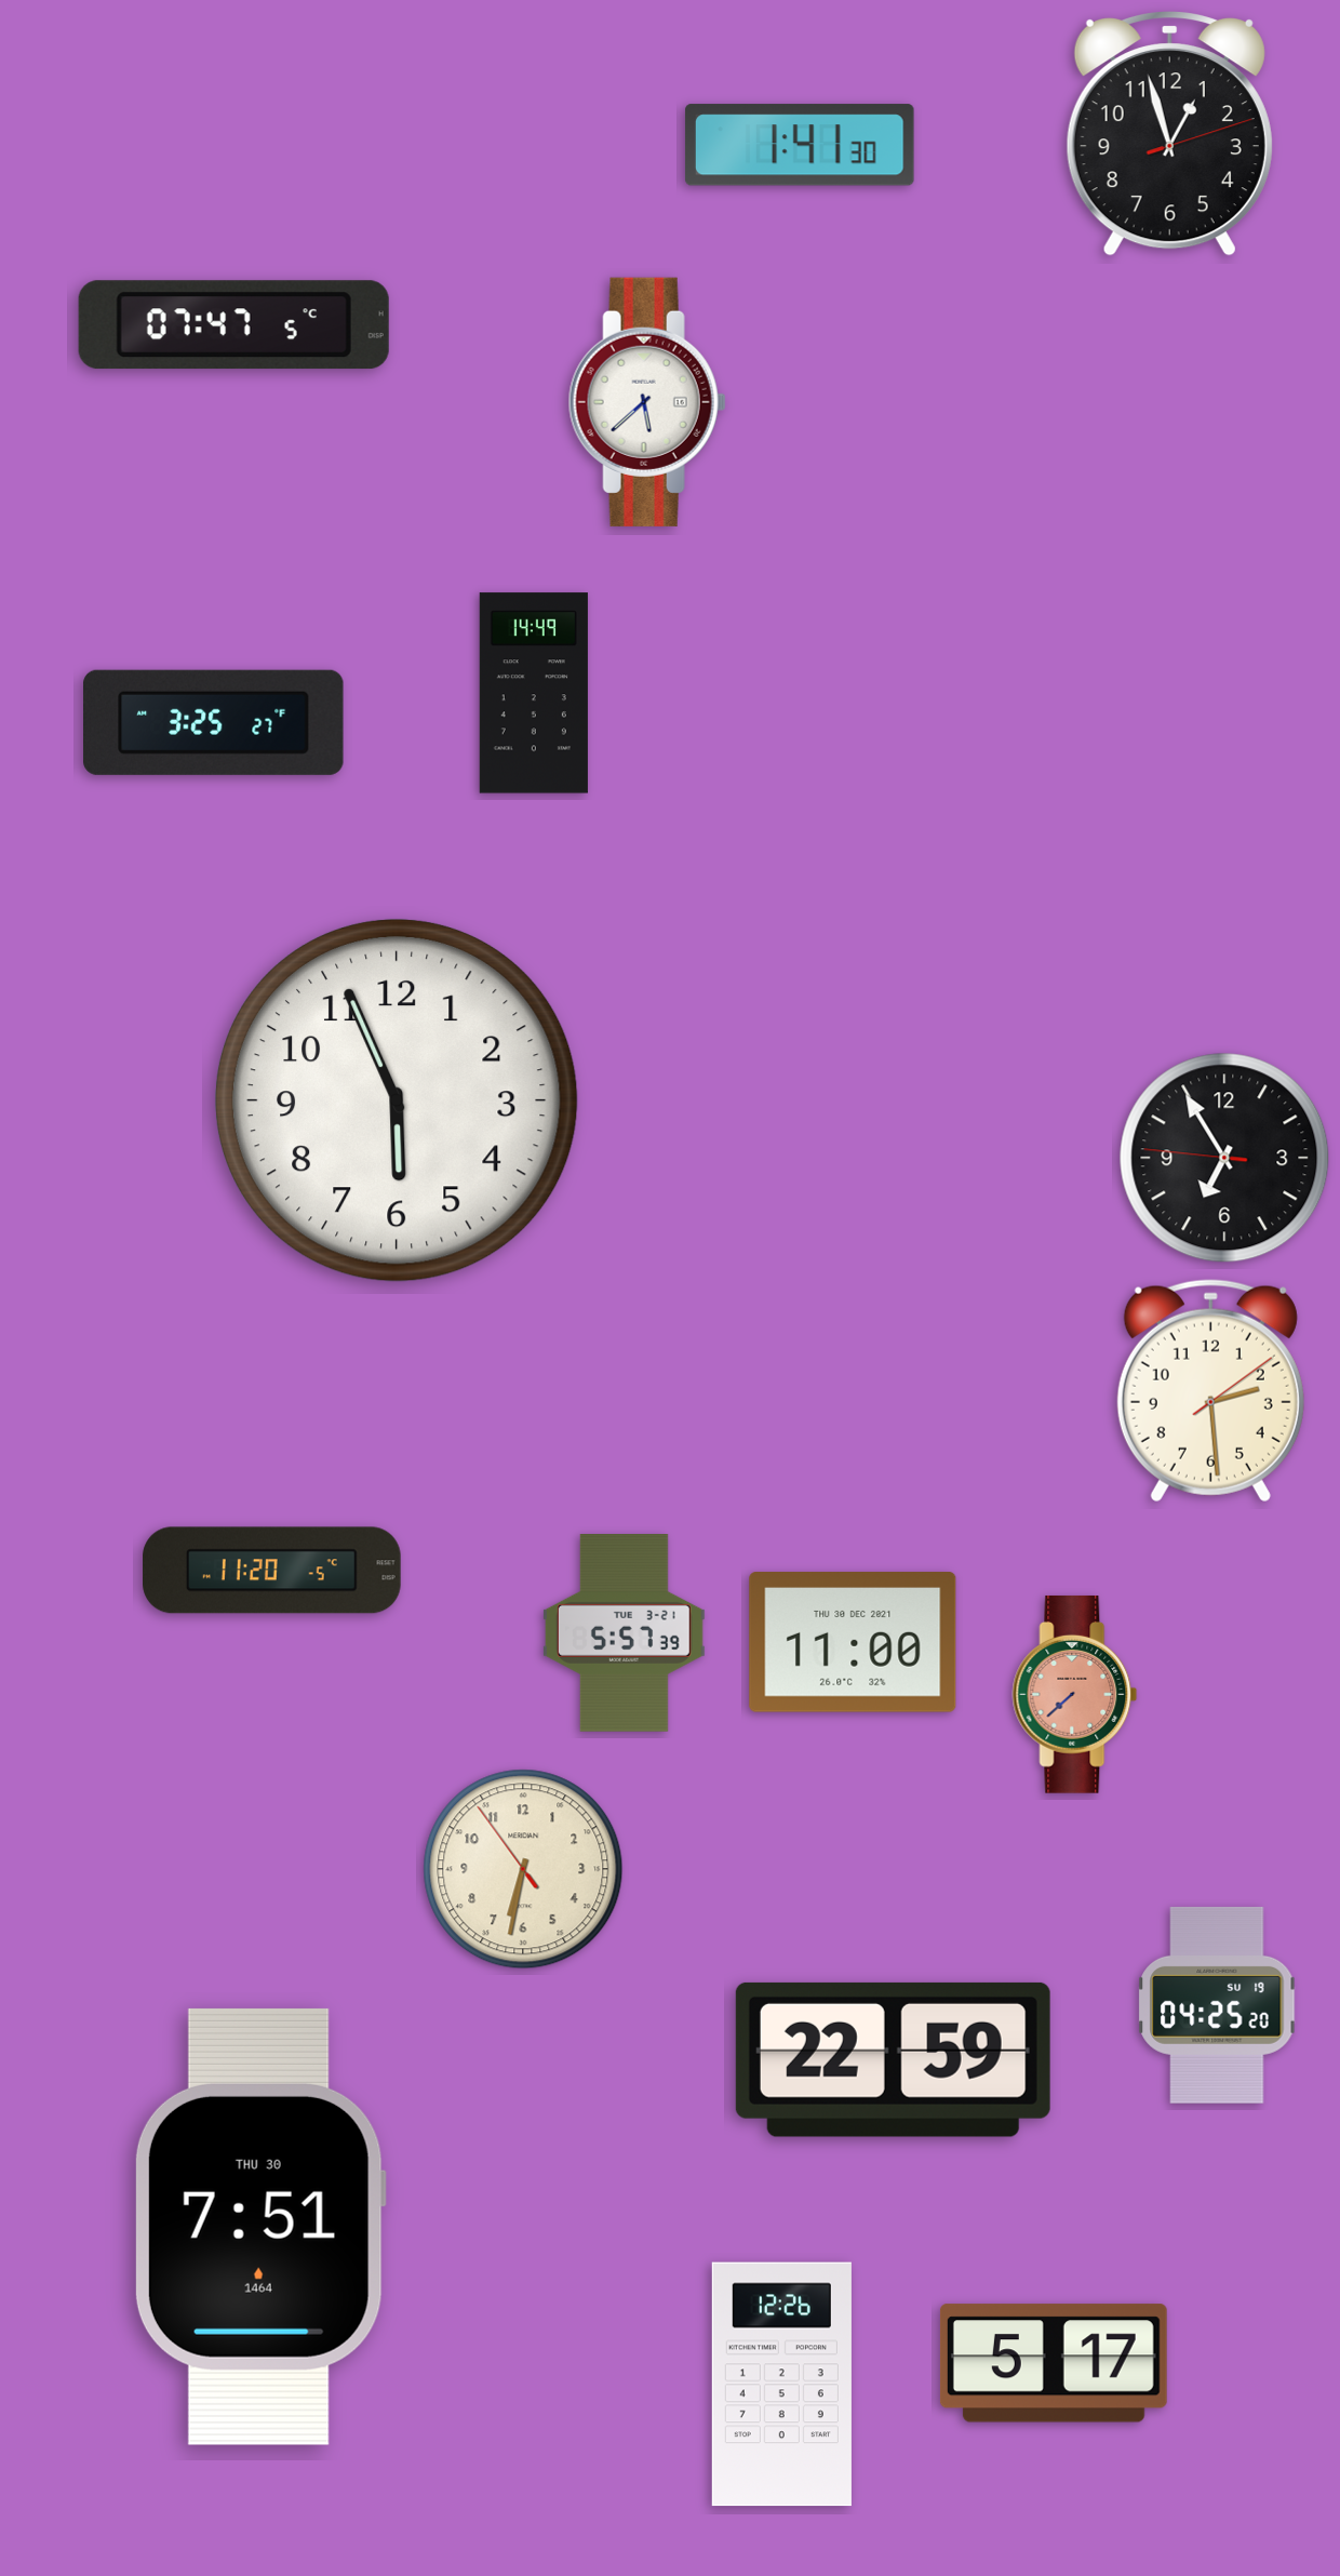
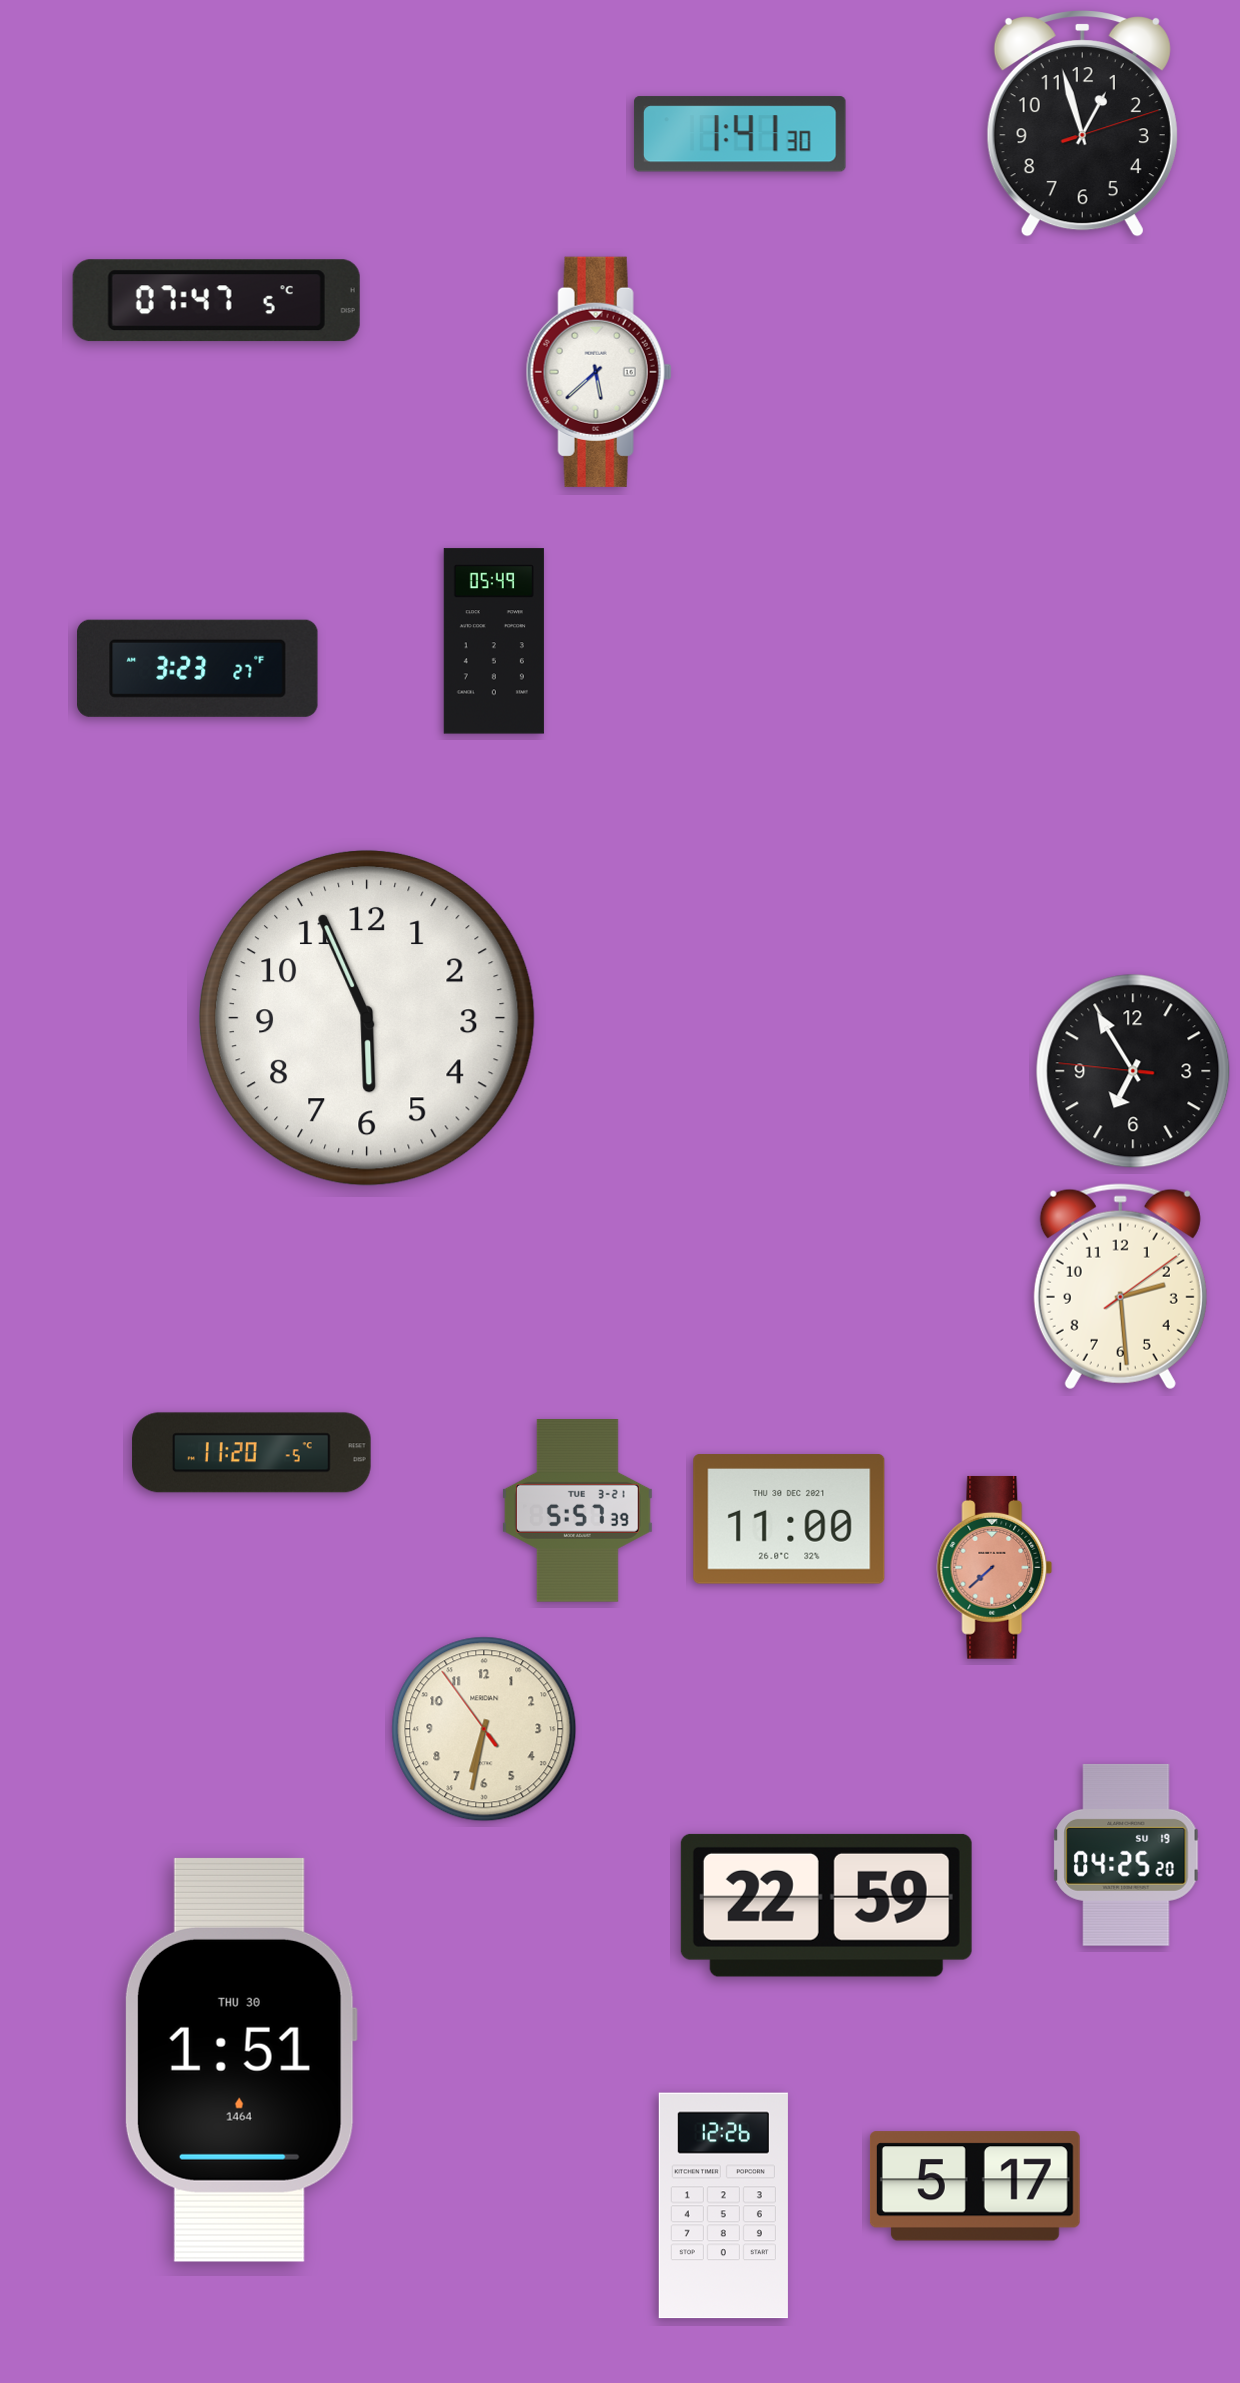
clock at (534, 693): 14:49 -> 05:49
clock at (214, 722): 3:25 -> 3:23
clock at (260, 2227): 7:51 -> 1:51
